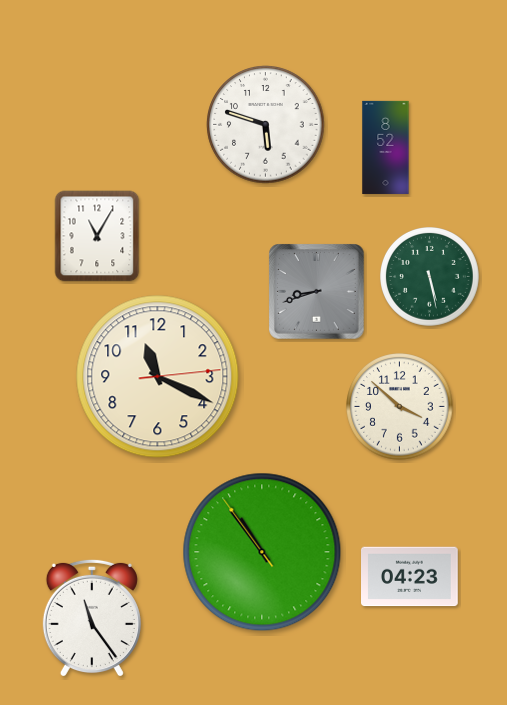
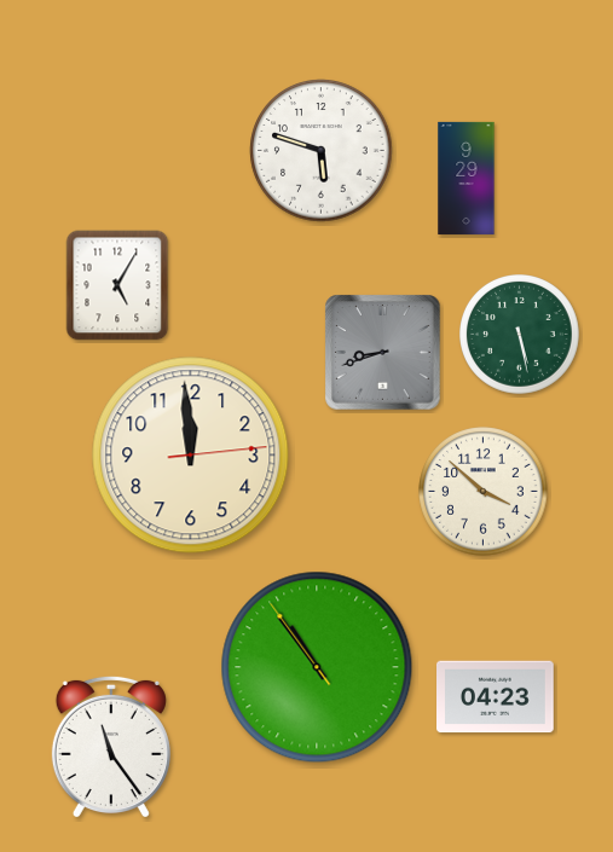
clock at (386, 147): 8:52 -> 9:29
clock at (97, 236): 11:05 -> 5:05
clock at (158, 377): 11:19 -> 11:59
